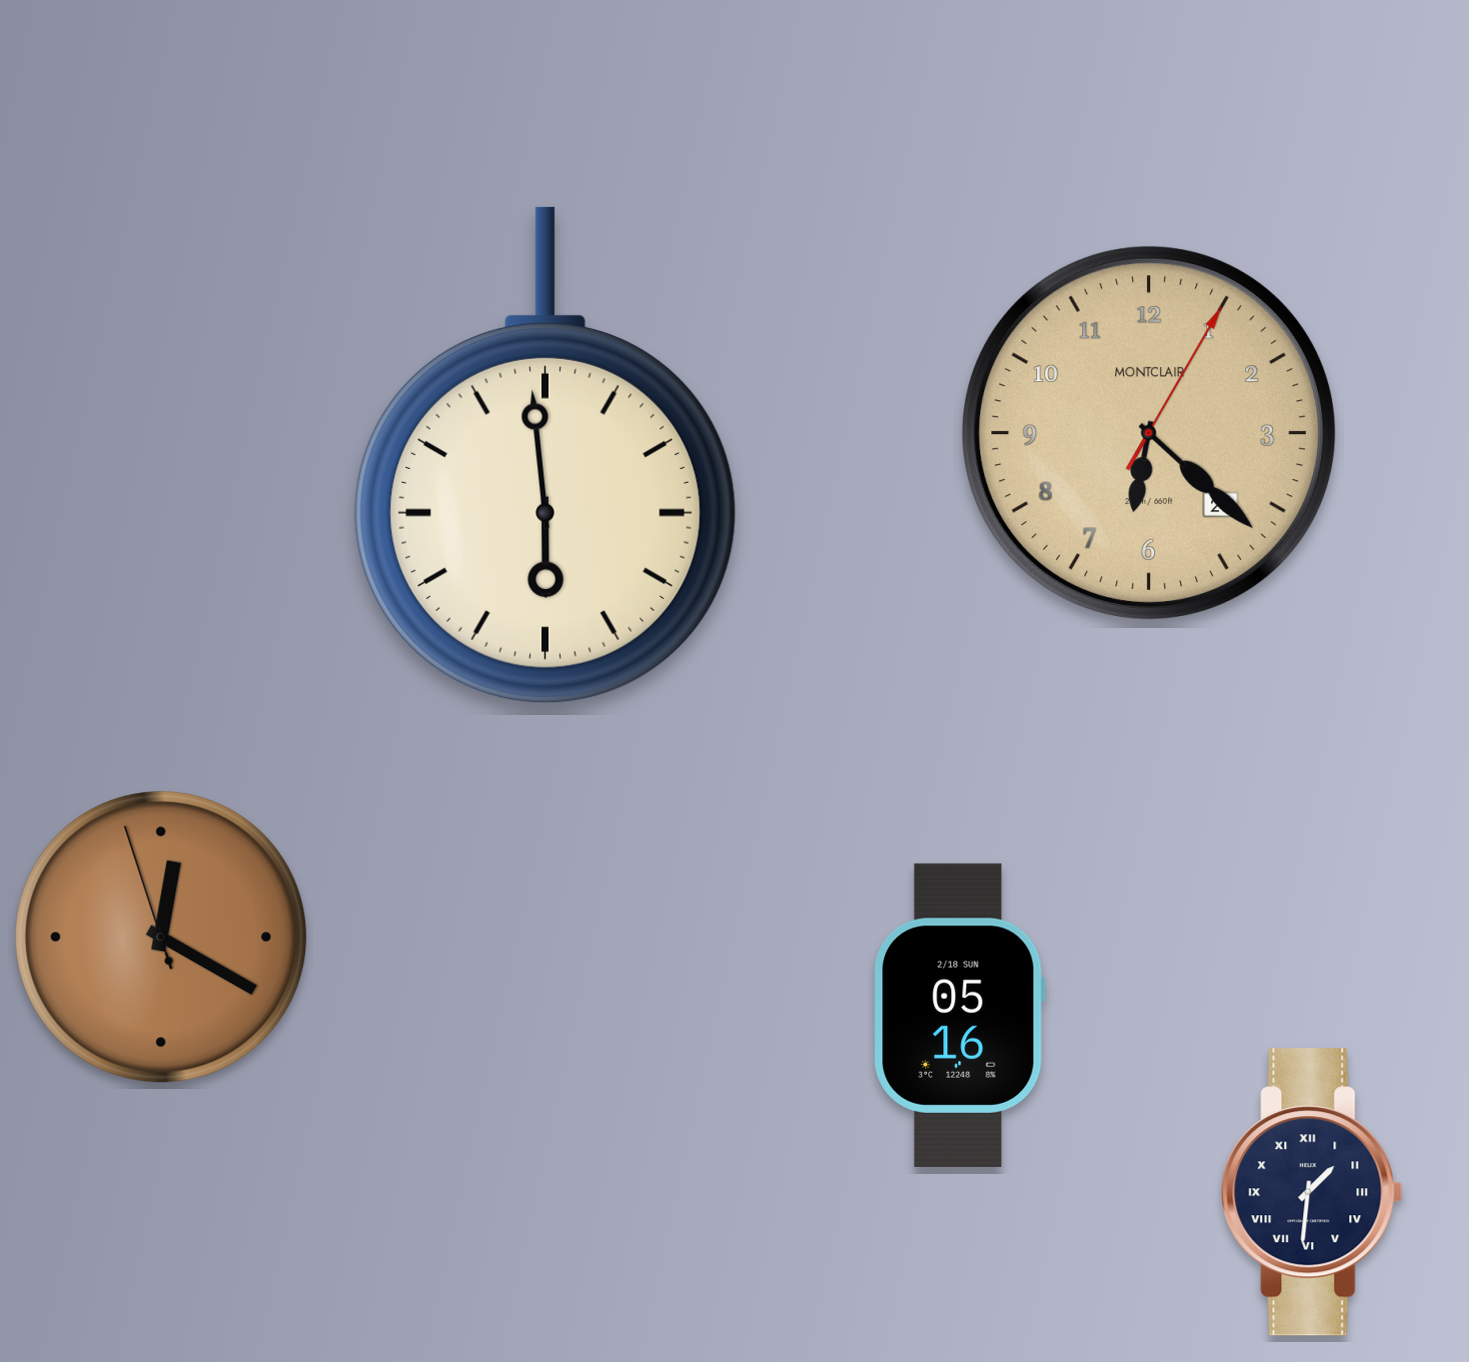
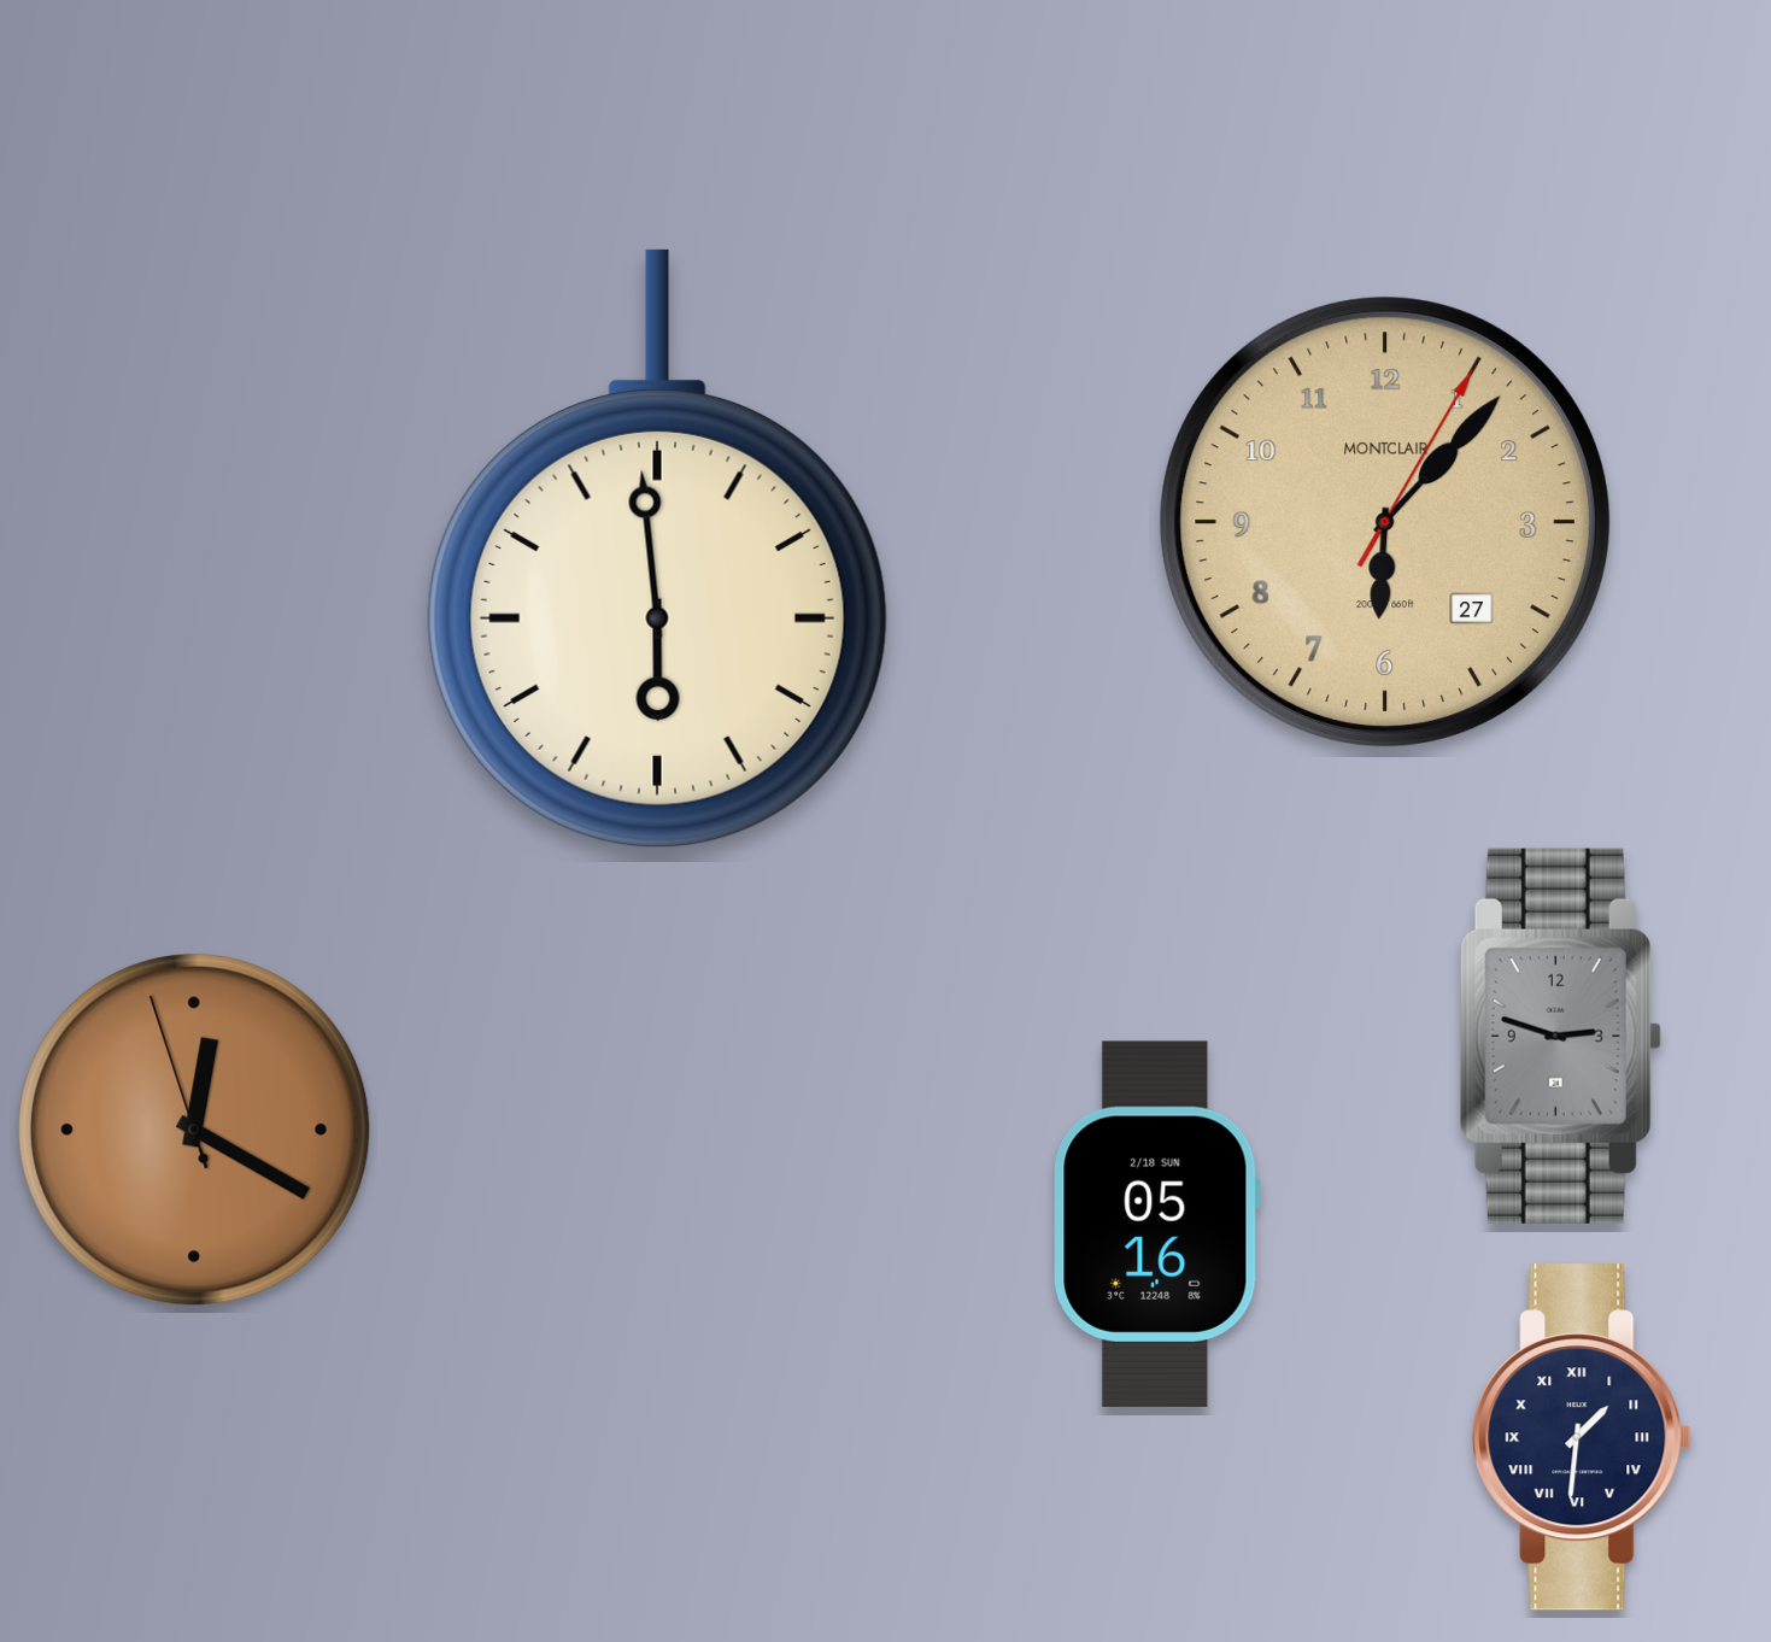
clock at (1148, 432): 6:22 -> 6:07
clock at (1560, 1036): none -> 2:48
